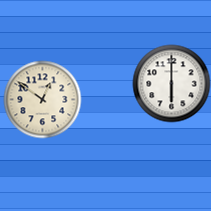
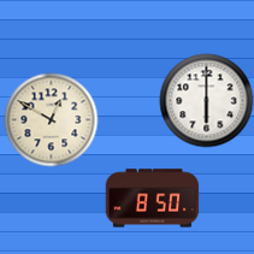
clock at (42, 99): 12:51 -> 12:50
clock at (152, 199): none -> 8:50
